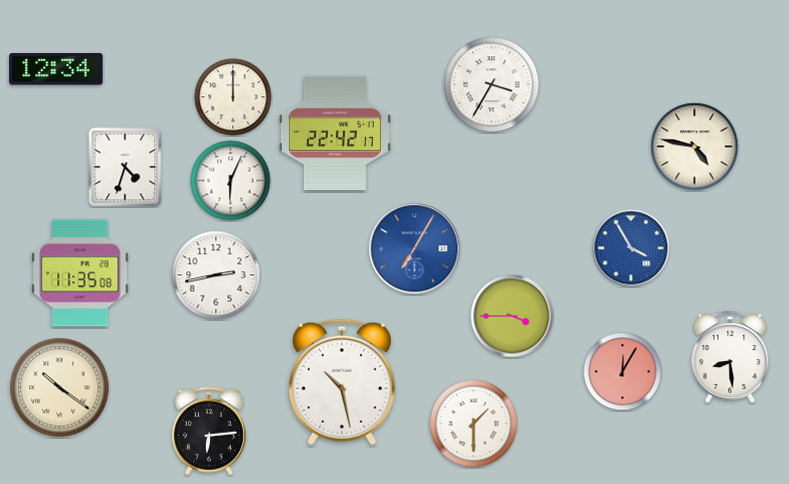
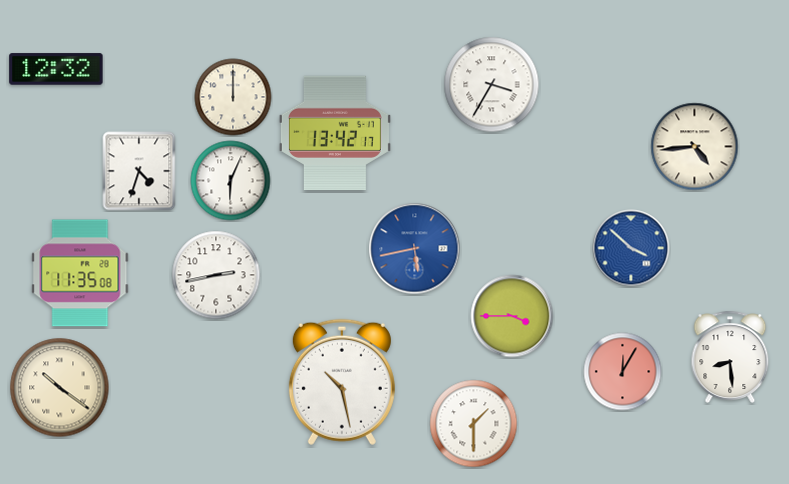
clock at (56, 69): 12:34 -> 12:32
clock at (335, 132): 22:42 -> 13:42
clock at (695, 147): 4:47 -> 4:44
clock at (125, 167) position: (125, 167) -> (139, 171)
clock at (631, 248): 3:55 -> 3:52
clock at (415, 249): 7:05 -> 5:43
clock at (209, 431): 6:14 -> none
